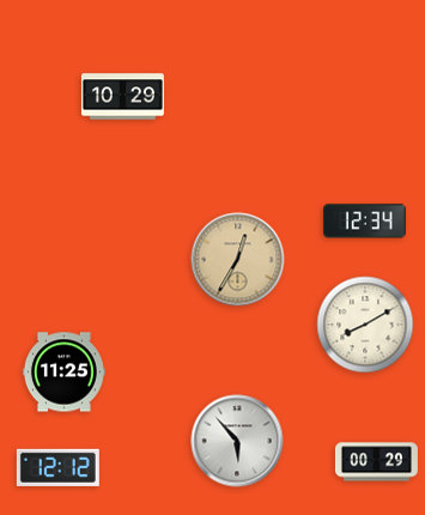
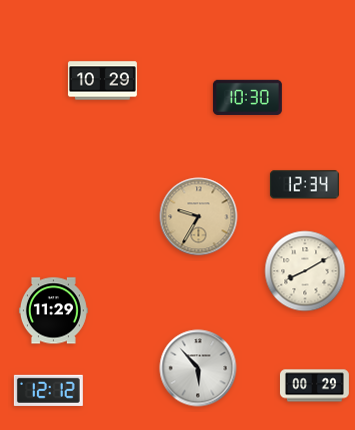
clock at (247, 97): none -> 10:30
clock at (238, 260): 12:35 -> 9:35
clock at (63, 372): 11:25 -> 11:29
